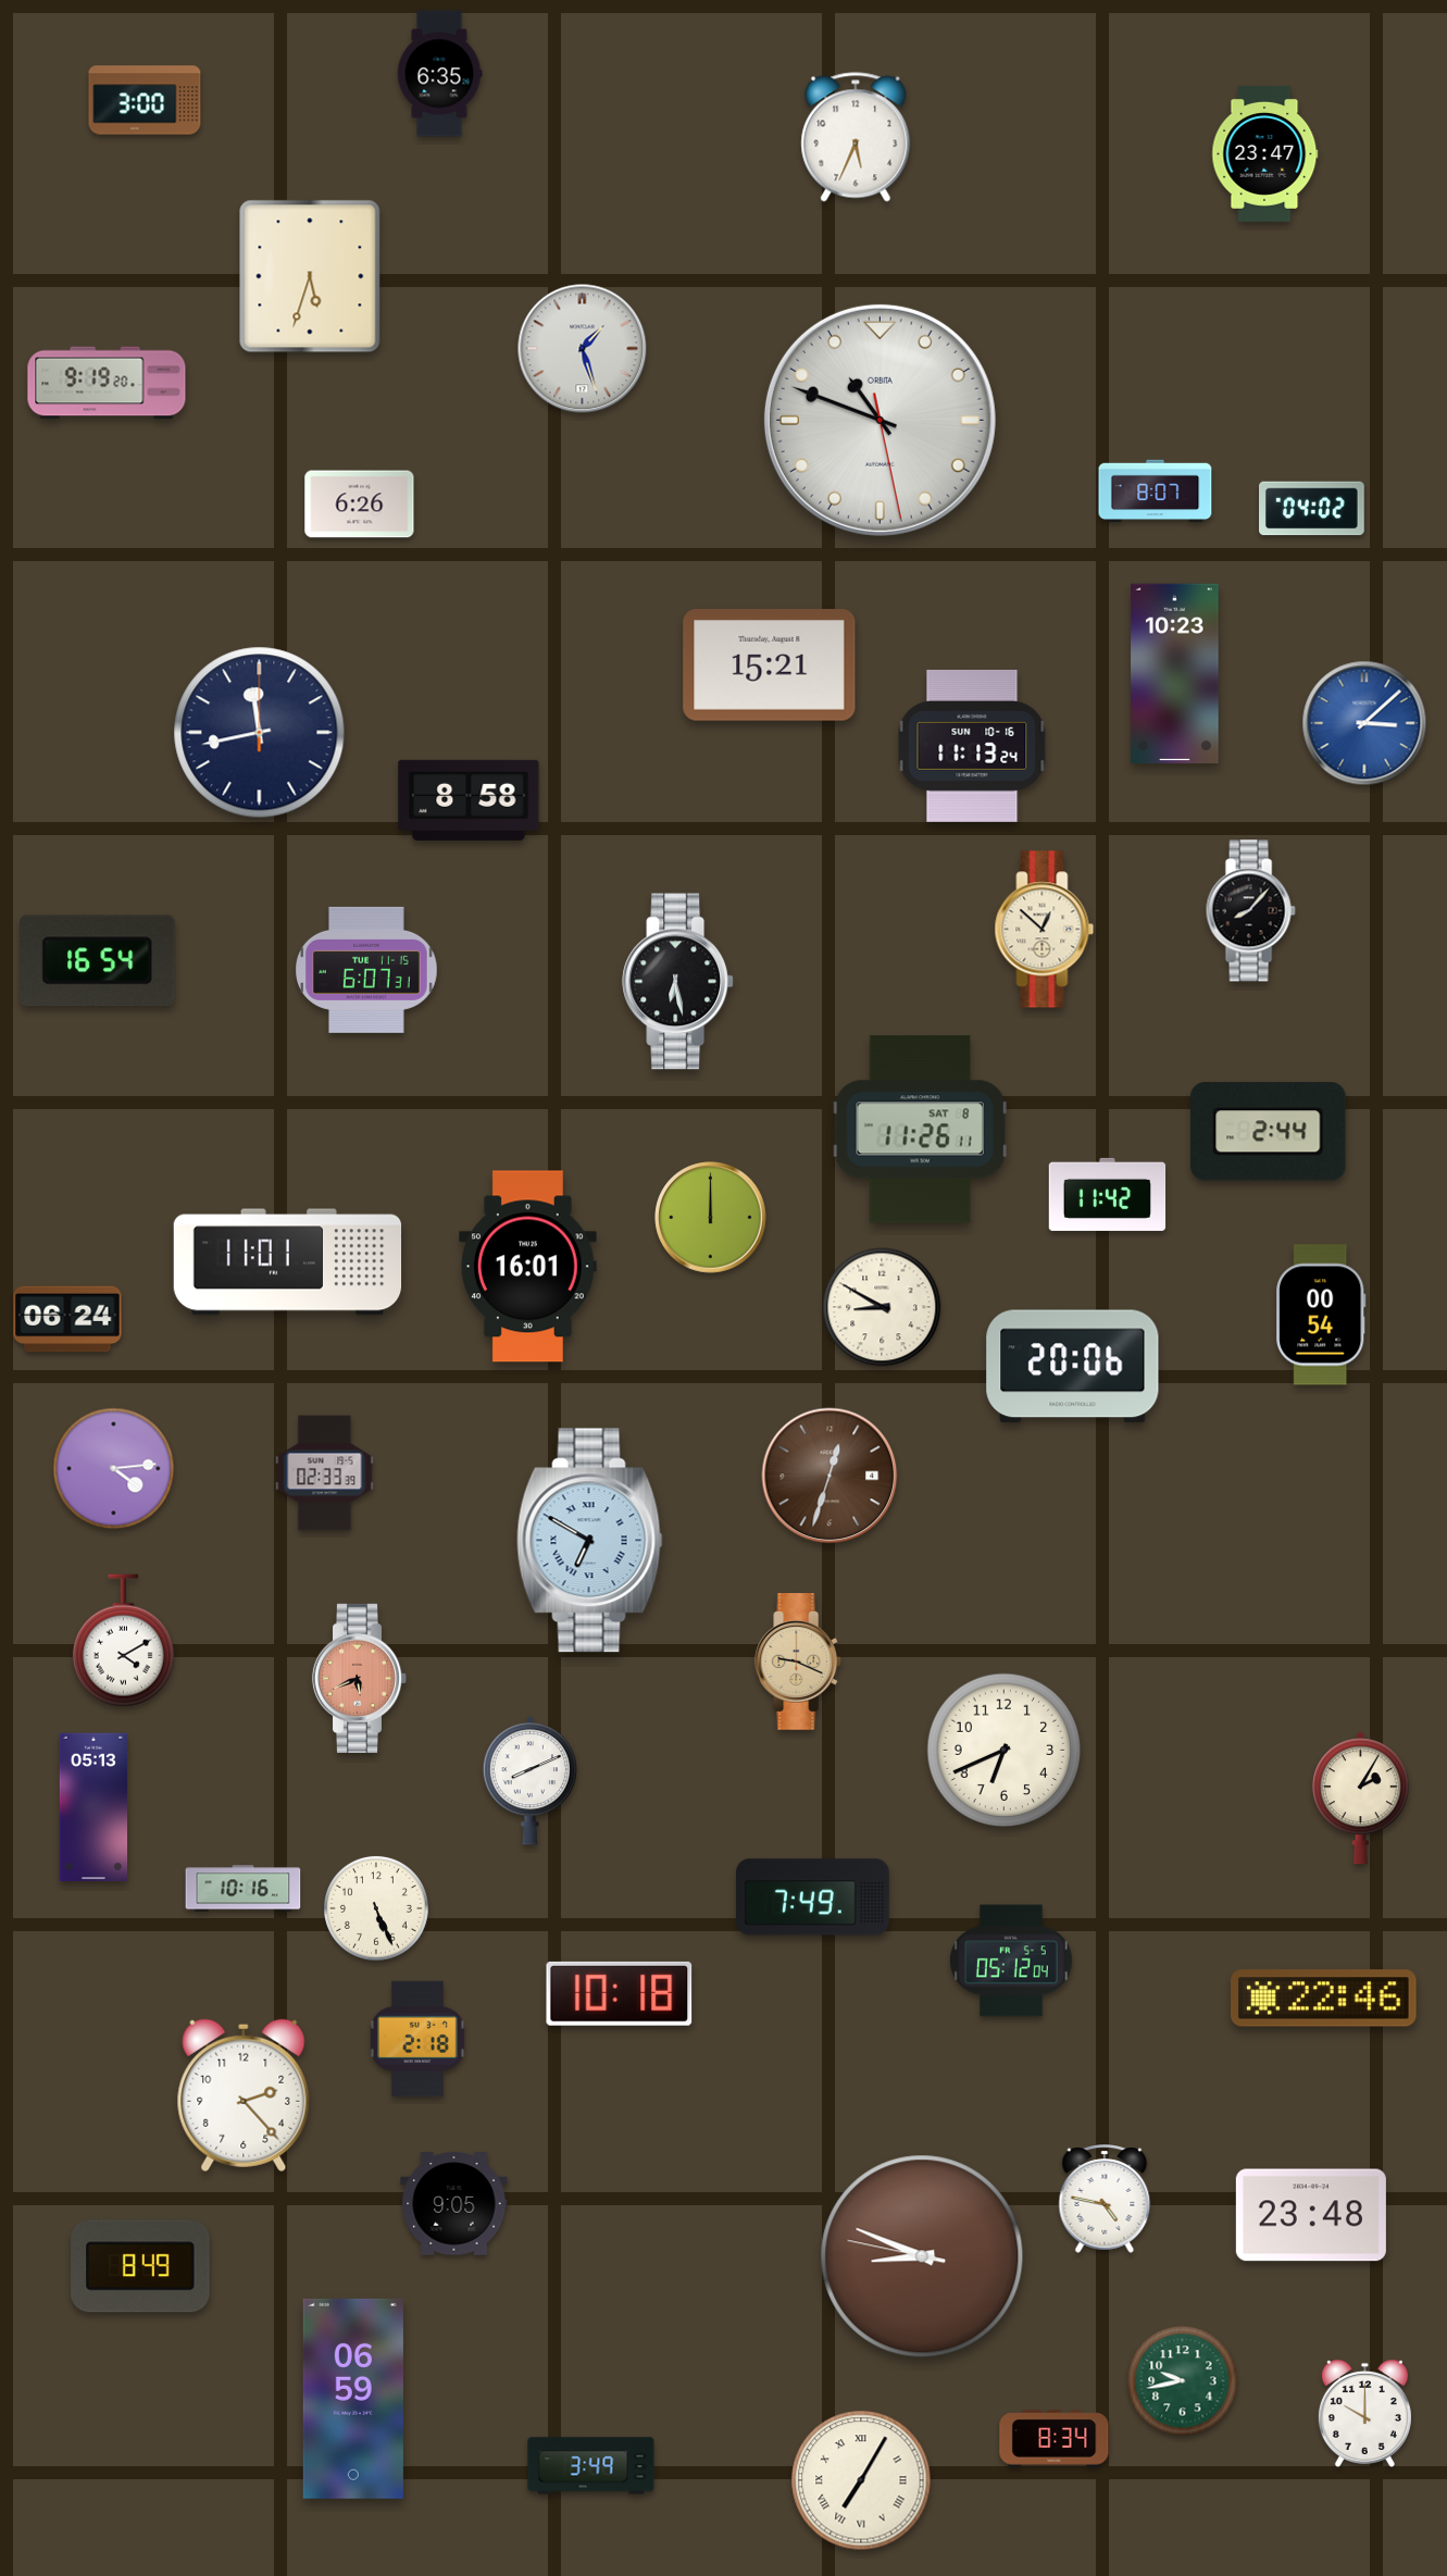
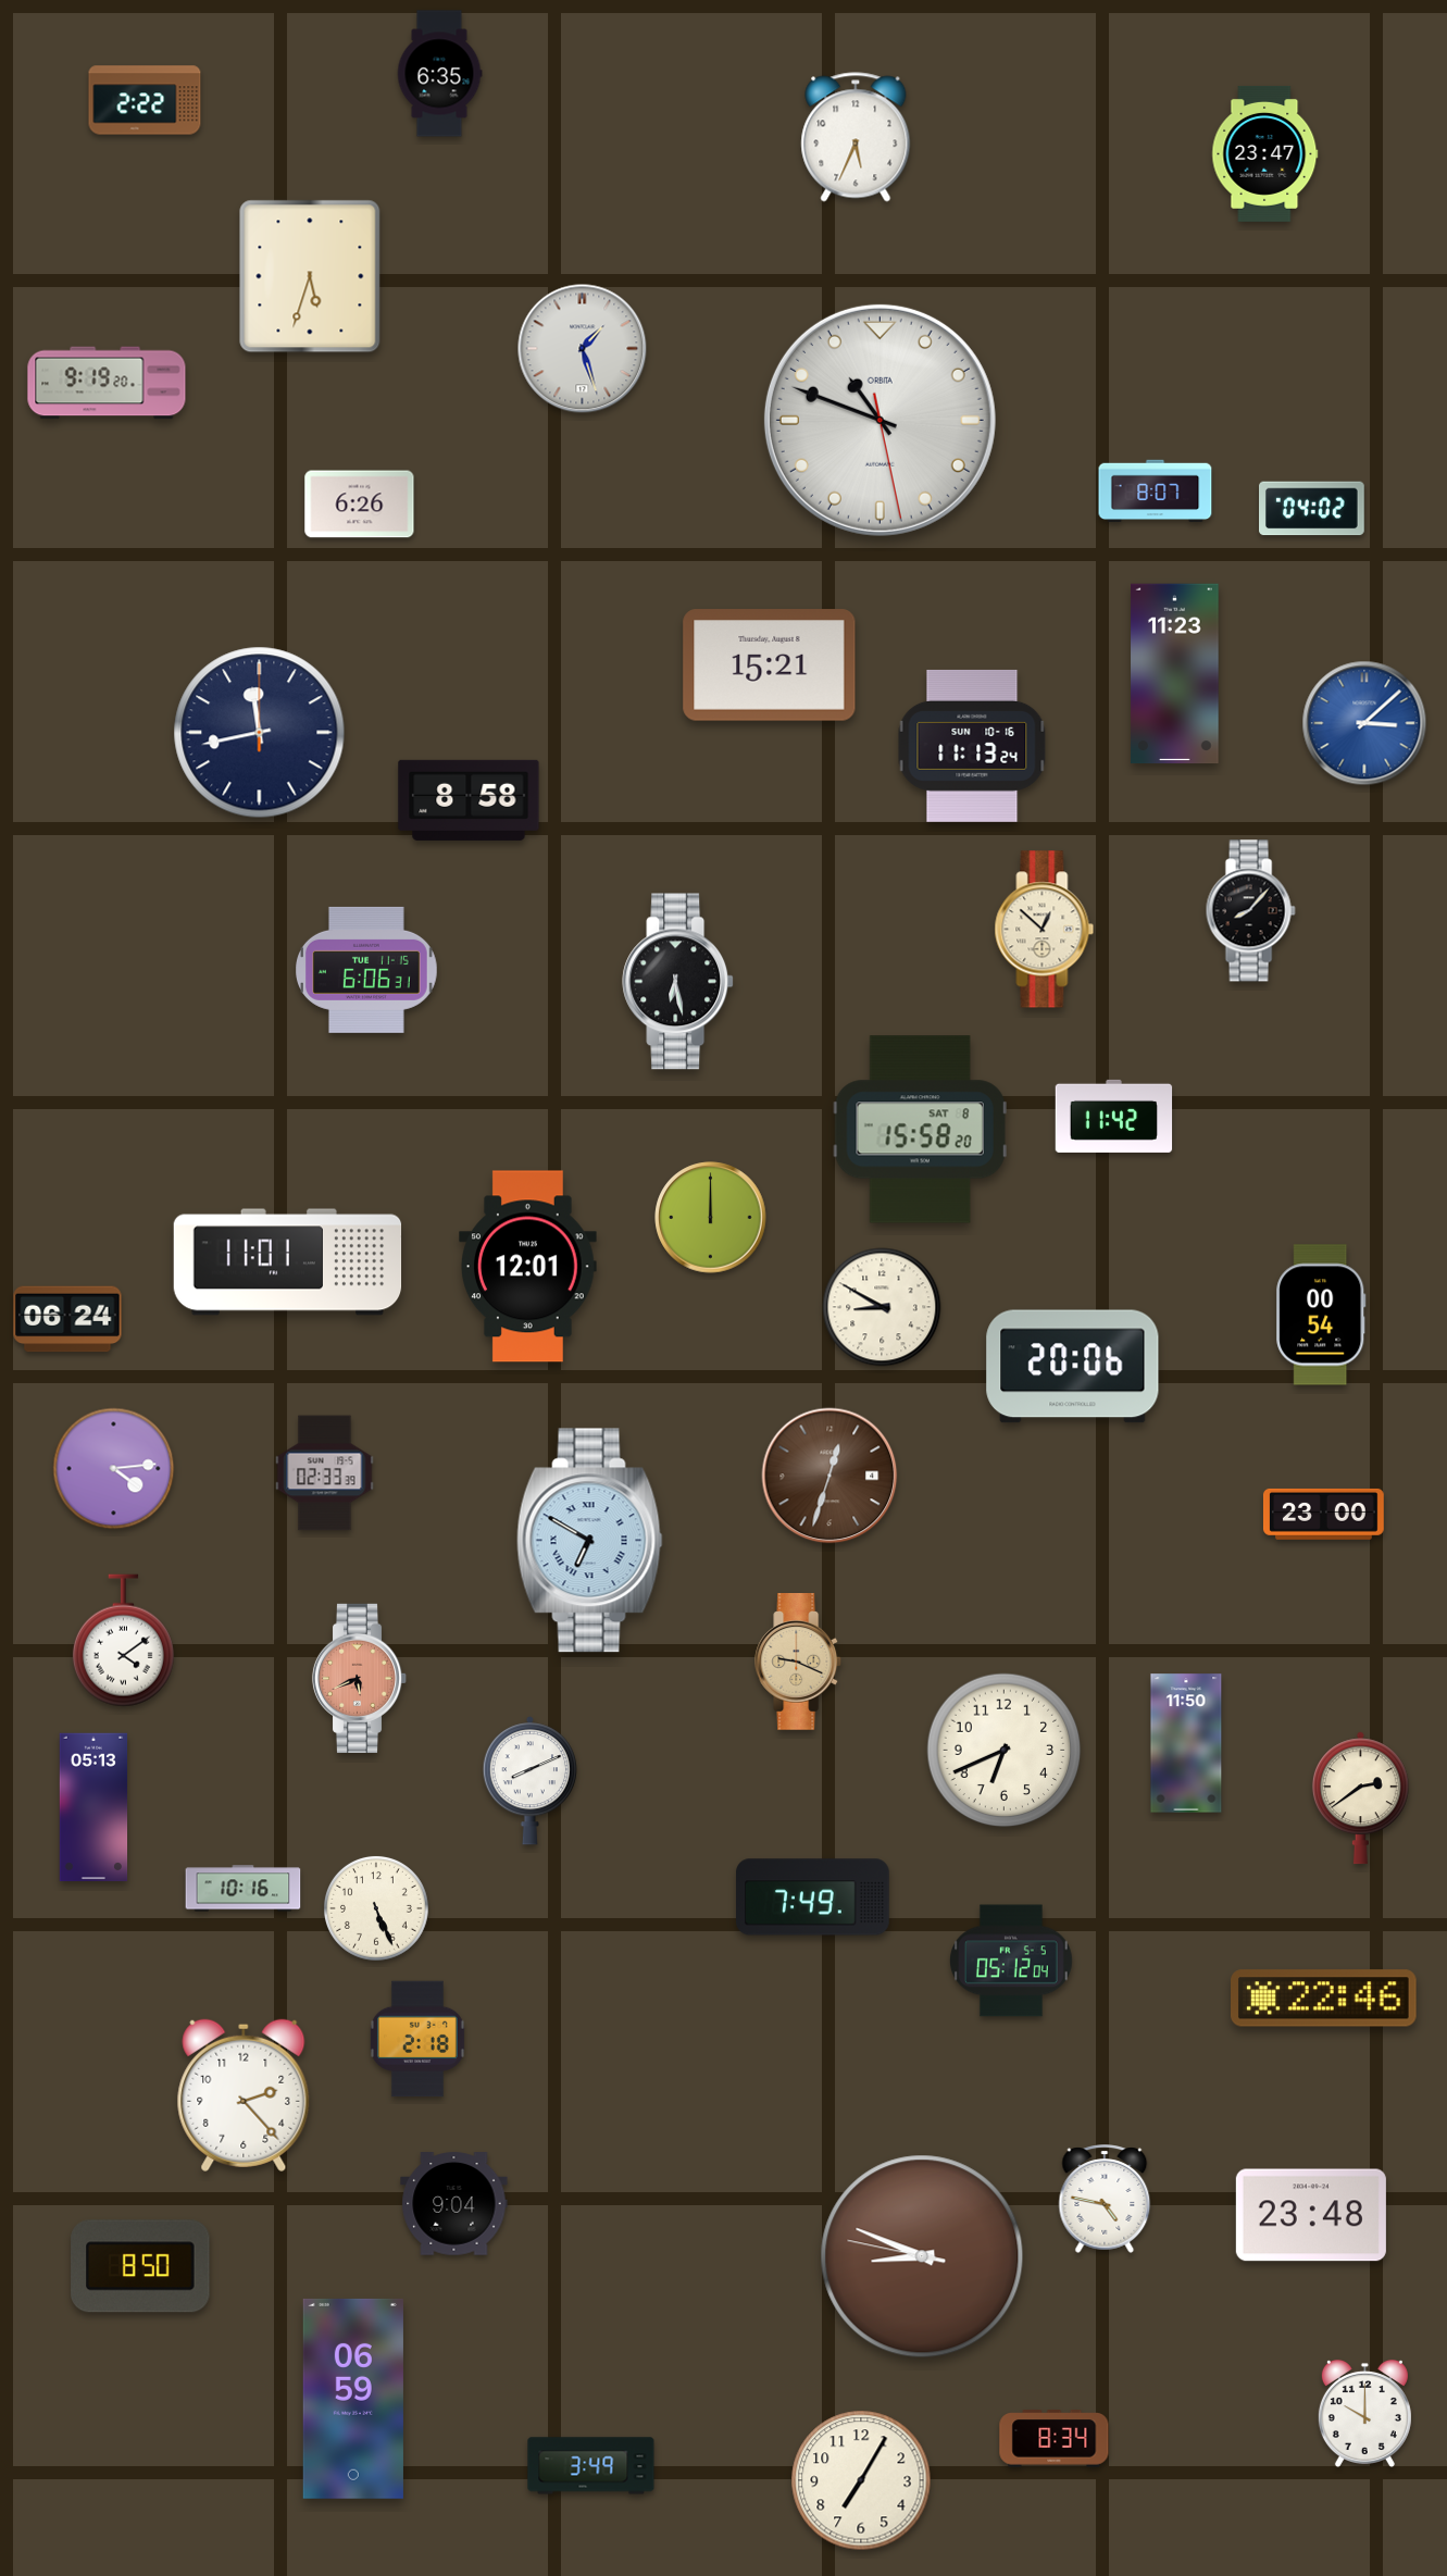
clock at (145, 100): 3:00 -> 2:22
clock at (1175, 674): 10:23 -> 11:23
clock at (98, 961): 16:54 -> none
clock at (367, 970): 6:07 -> 6:06
clock at (920, 1130): 11:26 -> 15:58
clock at (1269, 1132): 2:44 -> none
clock at (1108, 1194) position: (1108, 1194) -> (1114, 1116)
clock at (528, 1267): 16:01 -> 12:01
clock at (1324, 1514): none -> 23:00
clock at (123, 1641): 4:10 -> 4:09
clock at (1186, 1743): none -> 11:50
clock at (1360, 1799): 2:05 -> 2:39
clock at (620, 1993): 10:18 -> none
clock at (454, 2204): 9:05 -> 9:04
clock at (140, 2266): 8:49 -> 8:50
clock at (1183, 2381): 9:43 -> none
clock at (861, 2480) numerals: Roman -> Arabic
